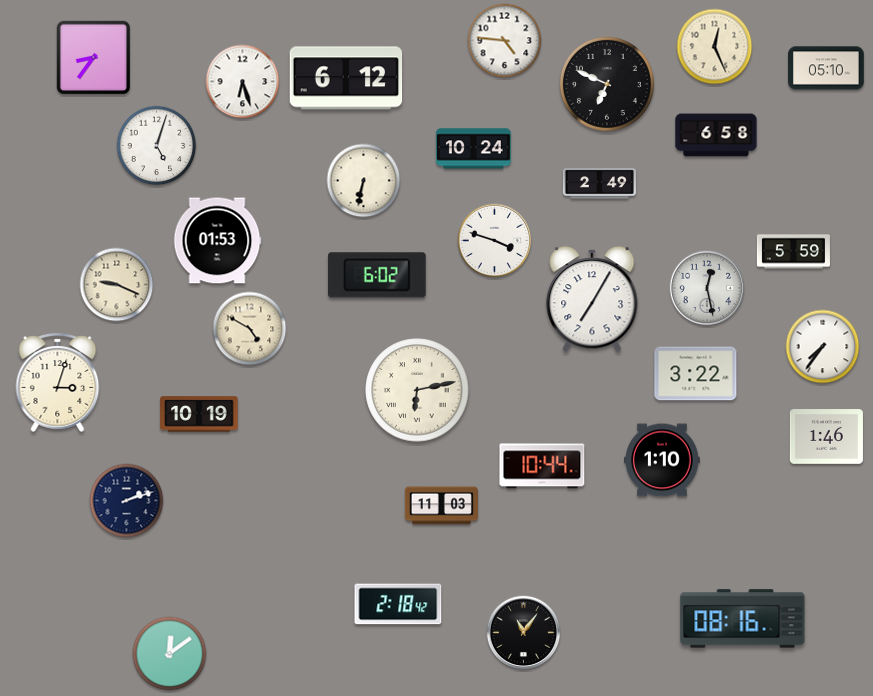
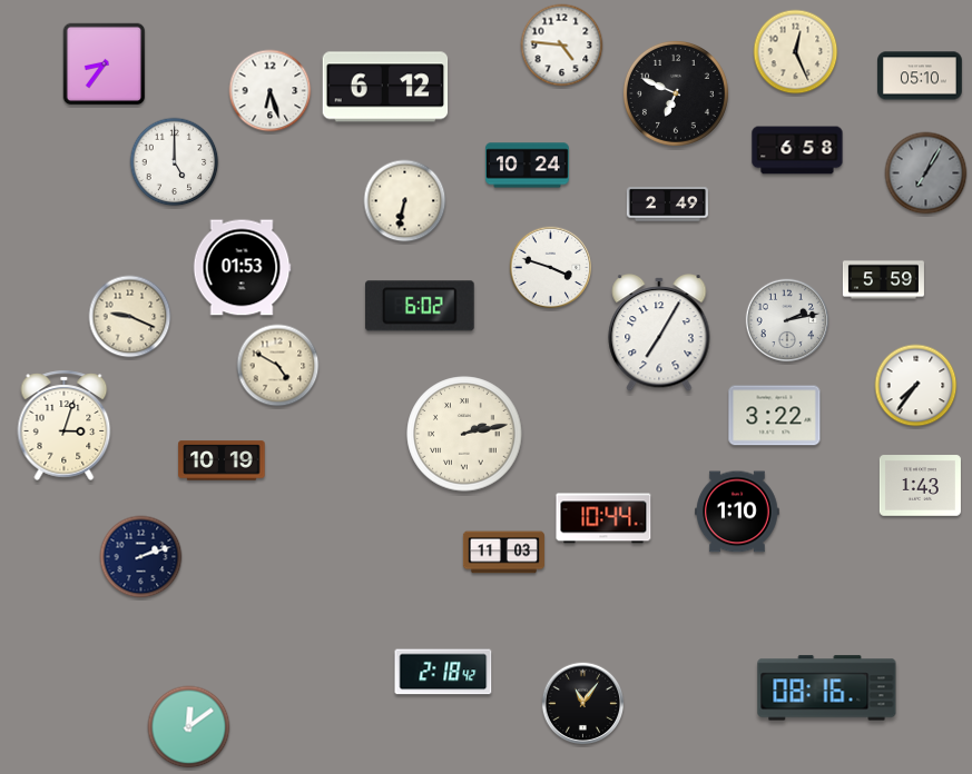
clock at (157, 146): 5:03 -> 5:00
clock at (926, 173): none -> 7:05
clock at (707, 288): 12:28 -> 2:13
clock at (417, 390): 6:13 -> 2:13
clock at (826, 437): 1:46 -> 1:43
clock at (441, 506) position: (441, 506) -> (503, 553)
